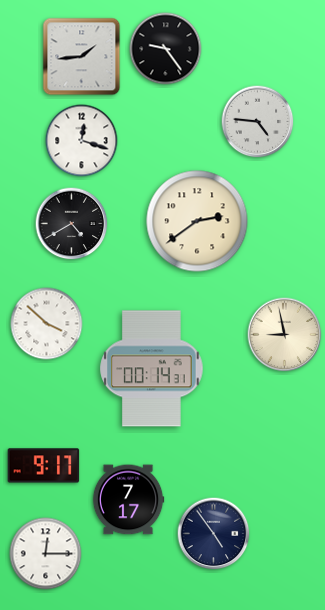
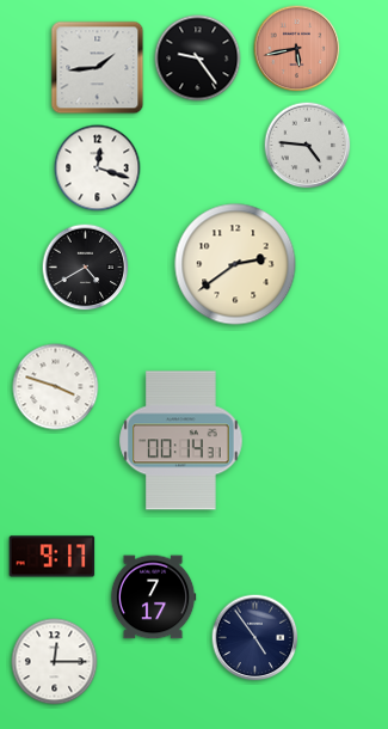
clock at (297, 49): none -> 5:43
clock at (47, 324): 3:52 -> 3:48
clock at (285, 335): 8:58 -> none
